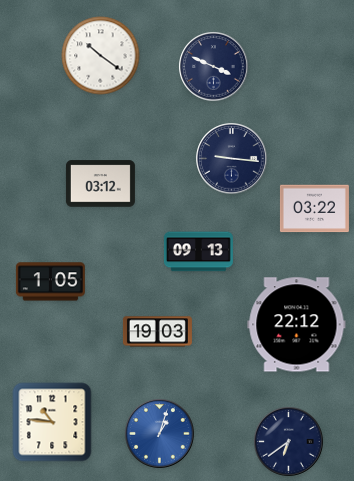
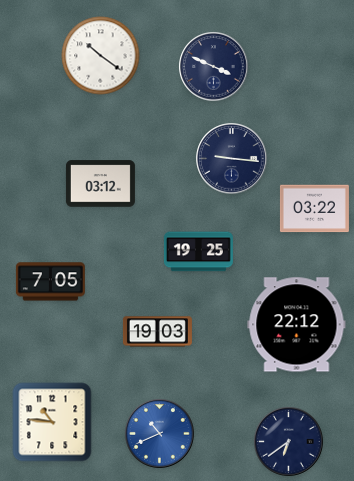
clock at (198, 252): 09:13 -> 19:25
clock at (50, 282): 1:05 -> 7:05
clock at (160, 434): 1:03 -> 10:41
